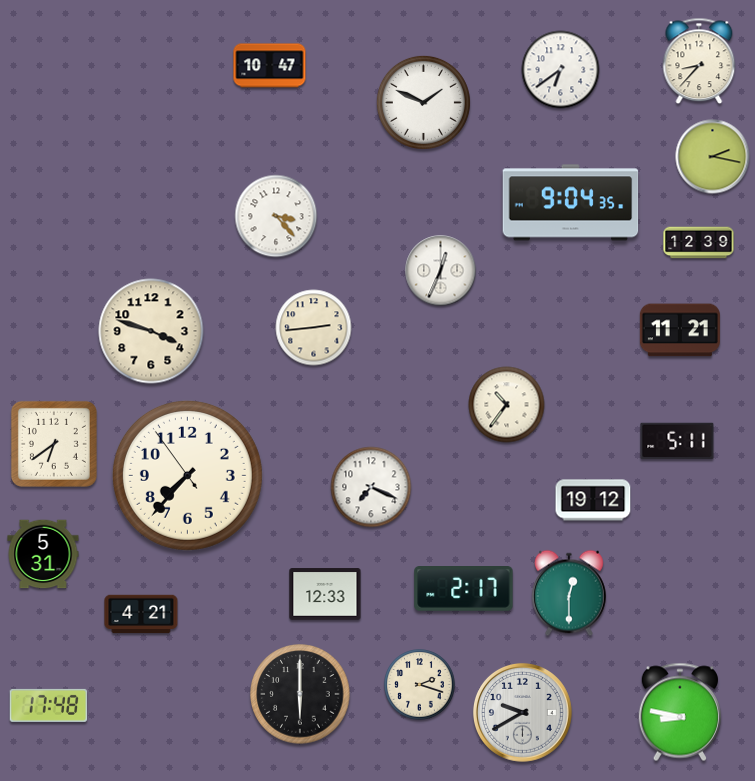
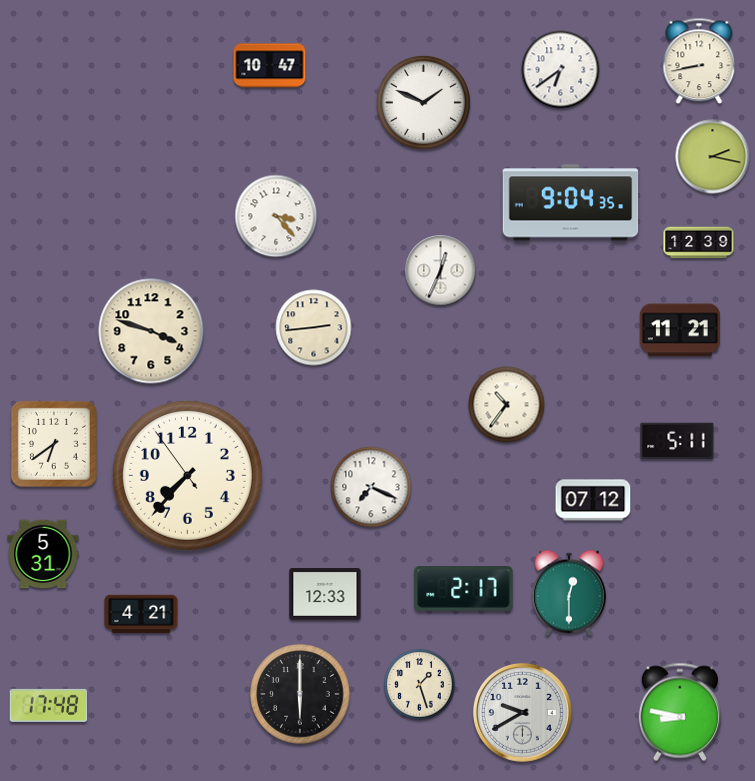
clock at (699, 61): 8:37 -> 8:43
clock at (593, 500): 19:12 -> 07:12
clock at (420, 685): 2:18 -> 1:27
